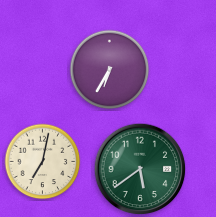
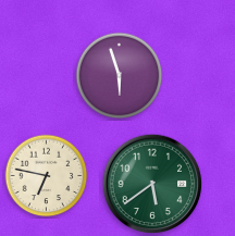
clock at (110, 70): 6:35 -> 5:57
clock at (43, 162): 7:02 -> 6:47
